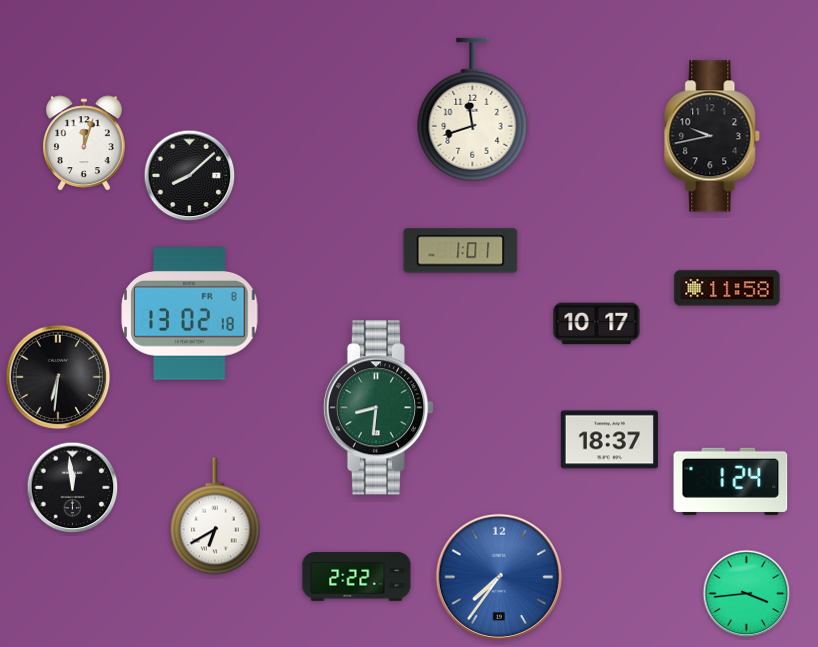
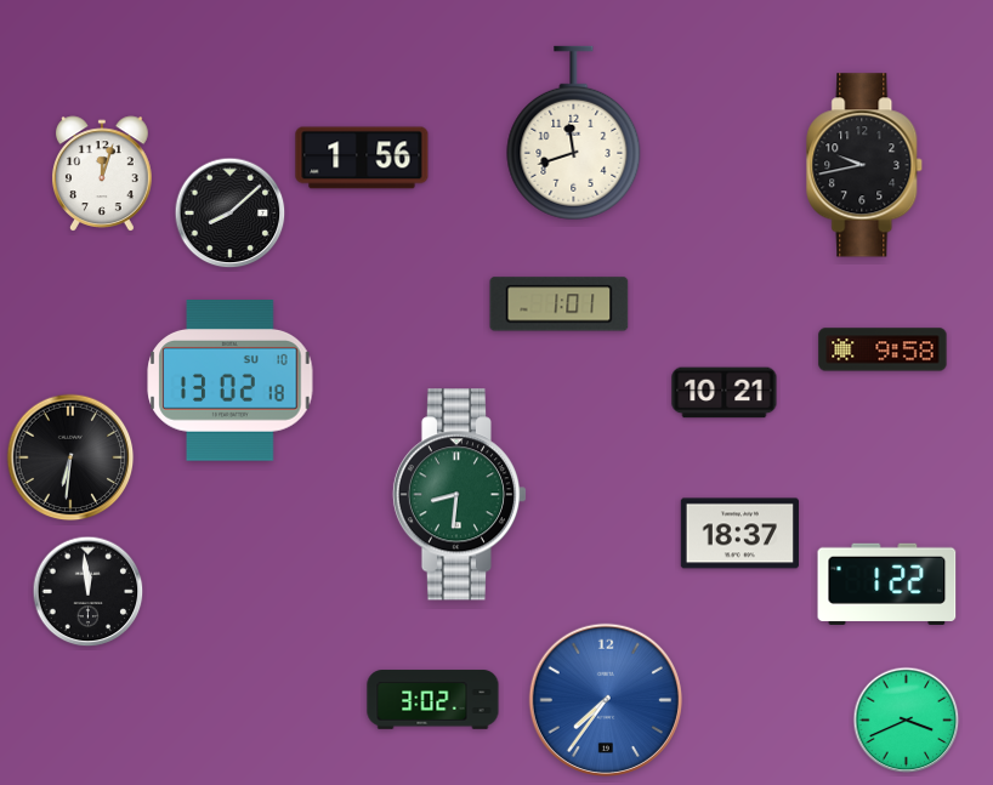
clock at (362, 158): none -> 1:56
clock at (727, 288): 11:58 -> 9:58
clock at (190, 314) date: FR 8 -> SU 10
clock at (597, 324): 10:17 -> 10:21
clock at (731, 481): 1:24 -> 1:22
clock at (216, 516): 6:40 -> none
clock at (357, 577): 2:22 -> 3:02
clock at (747, 594): 3:44 -> 3:41
